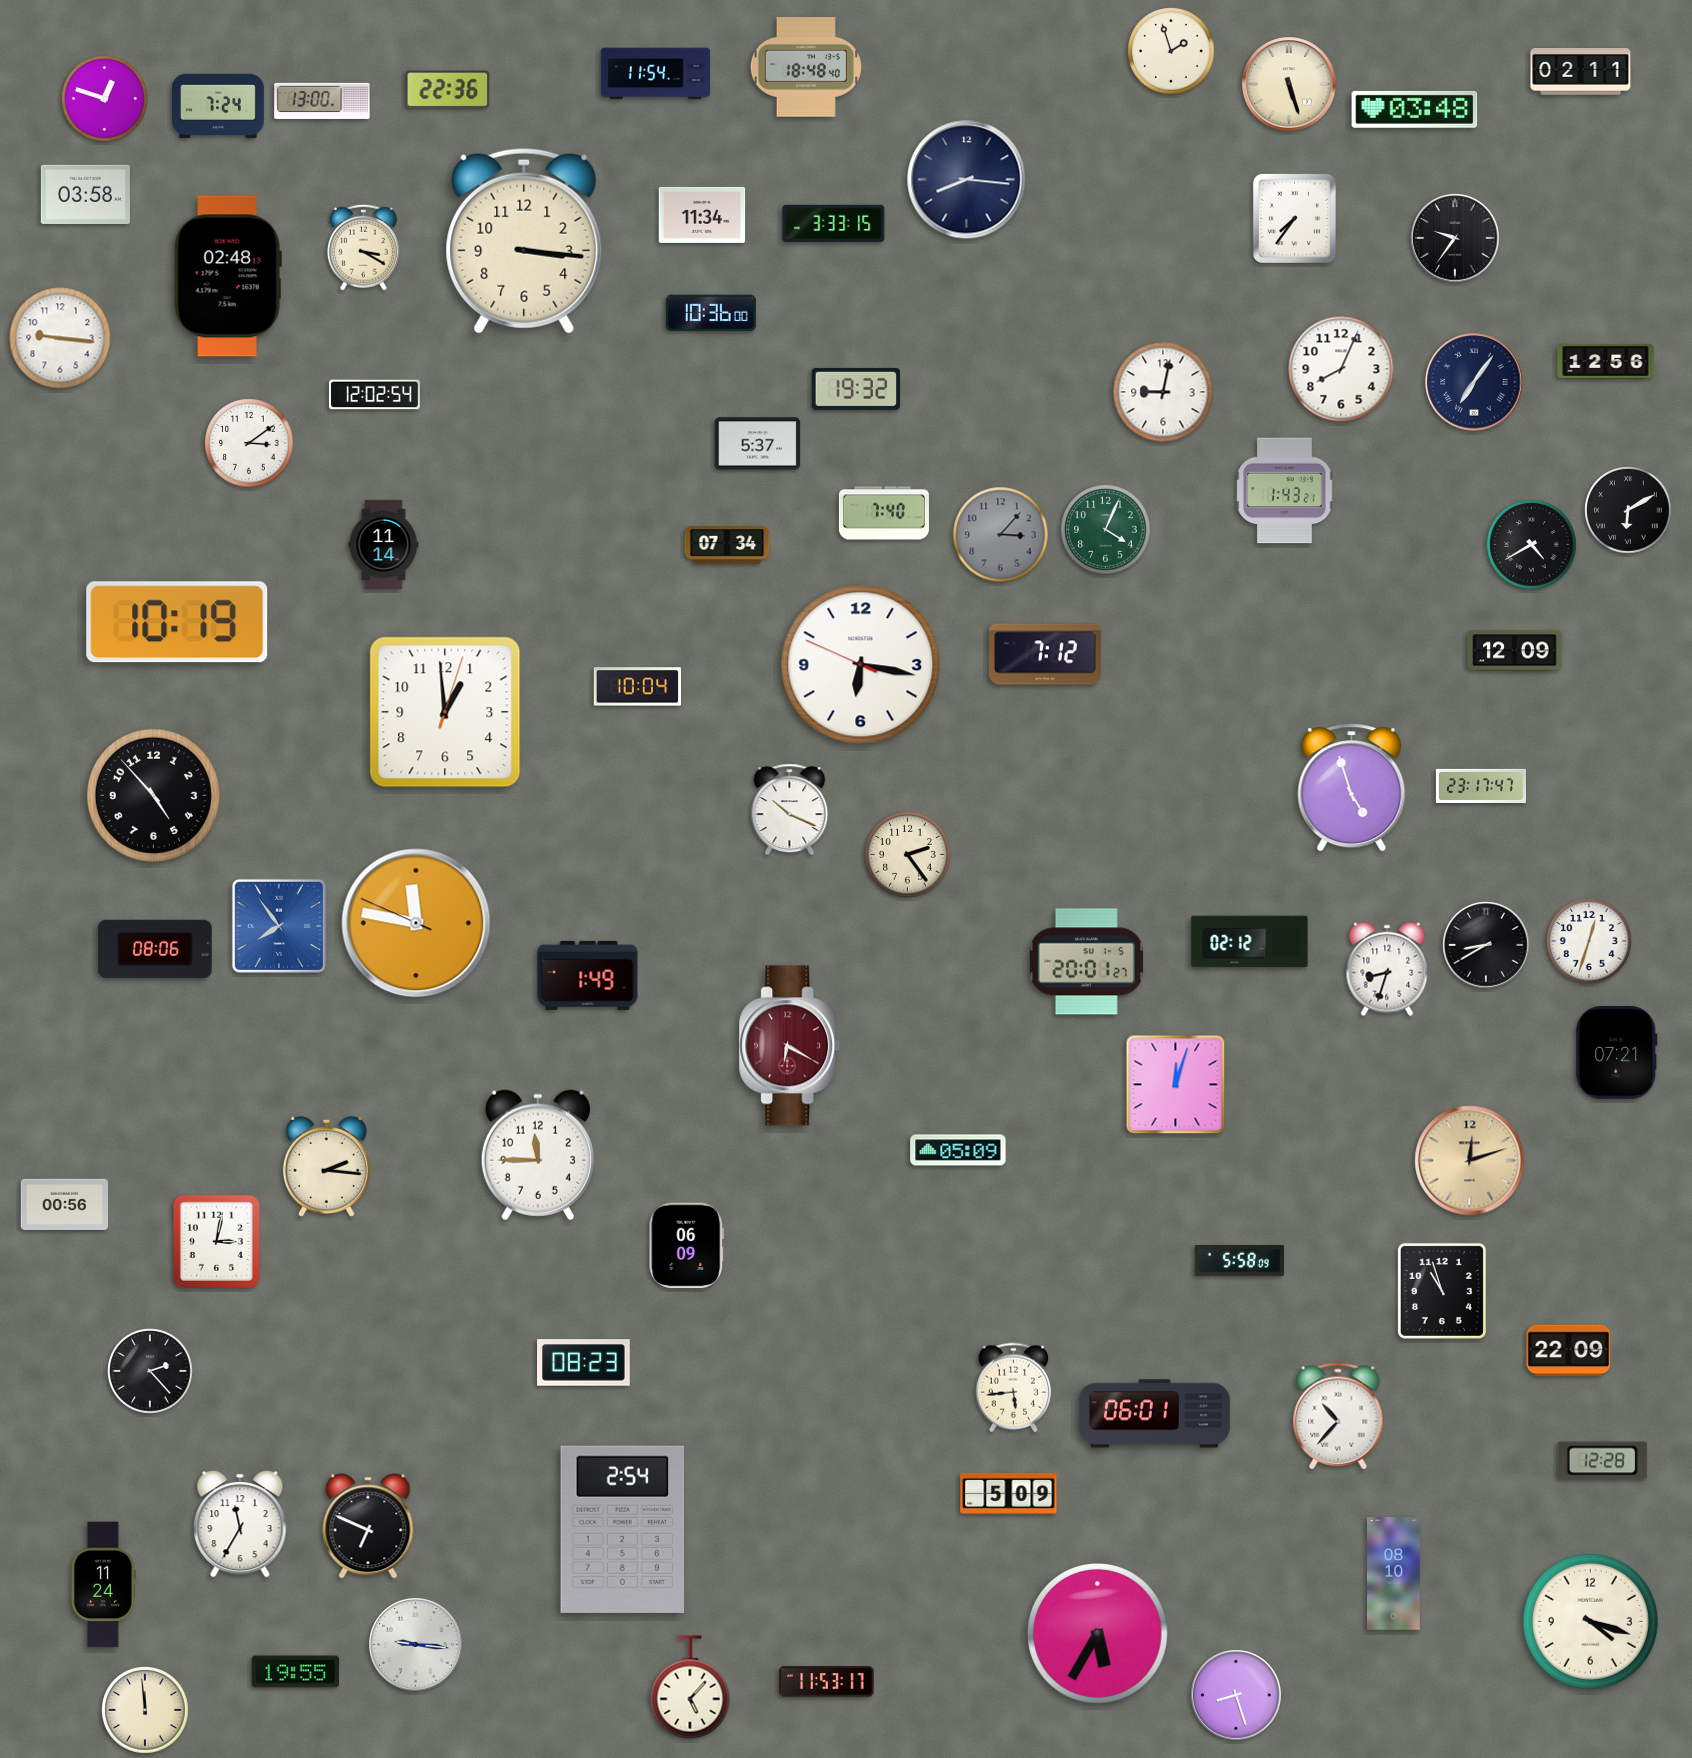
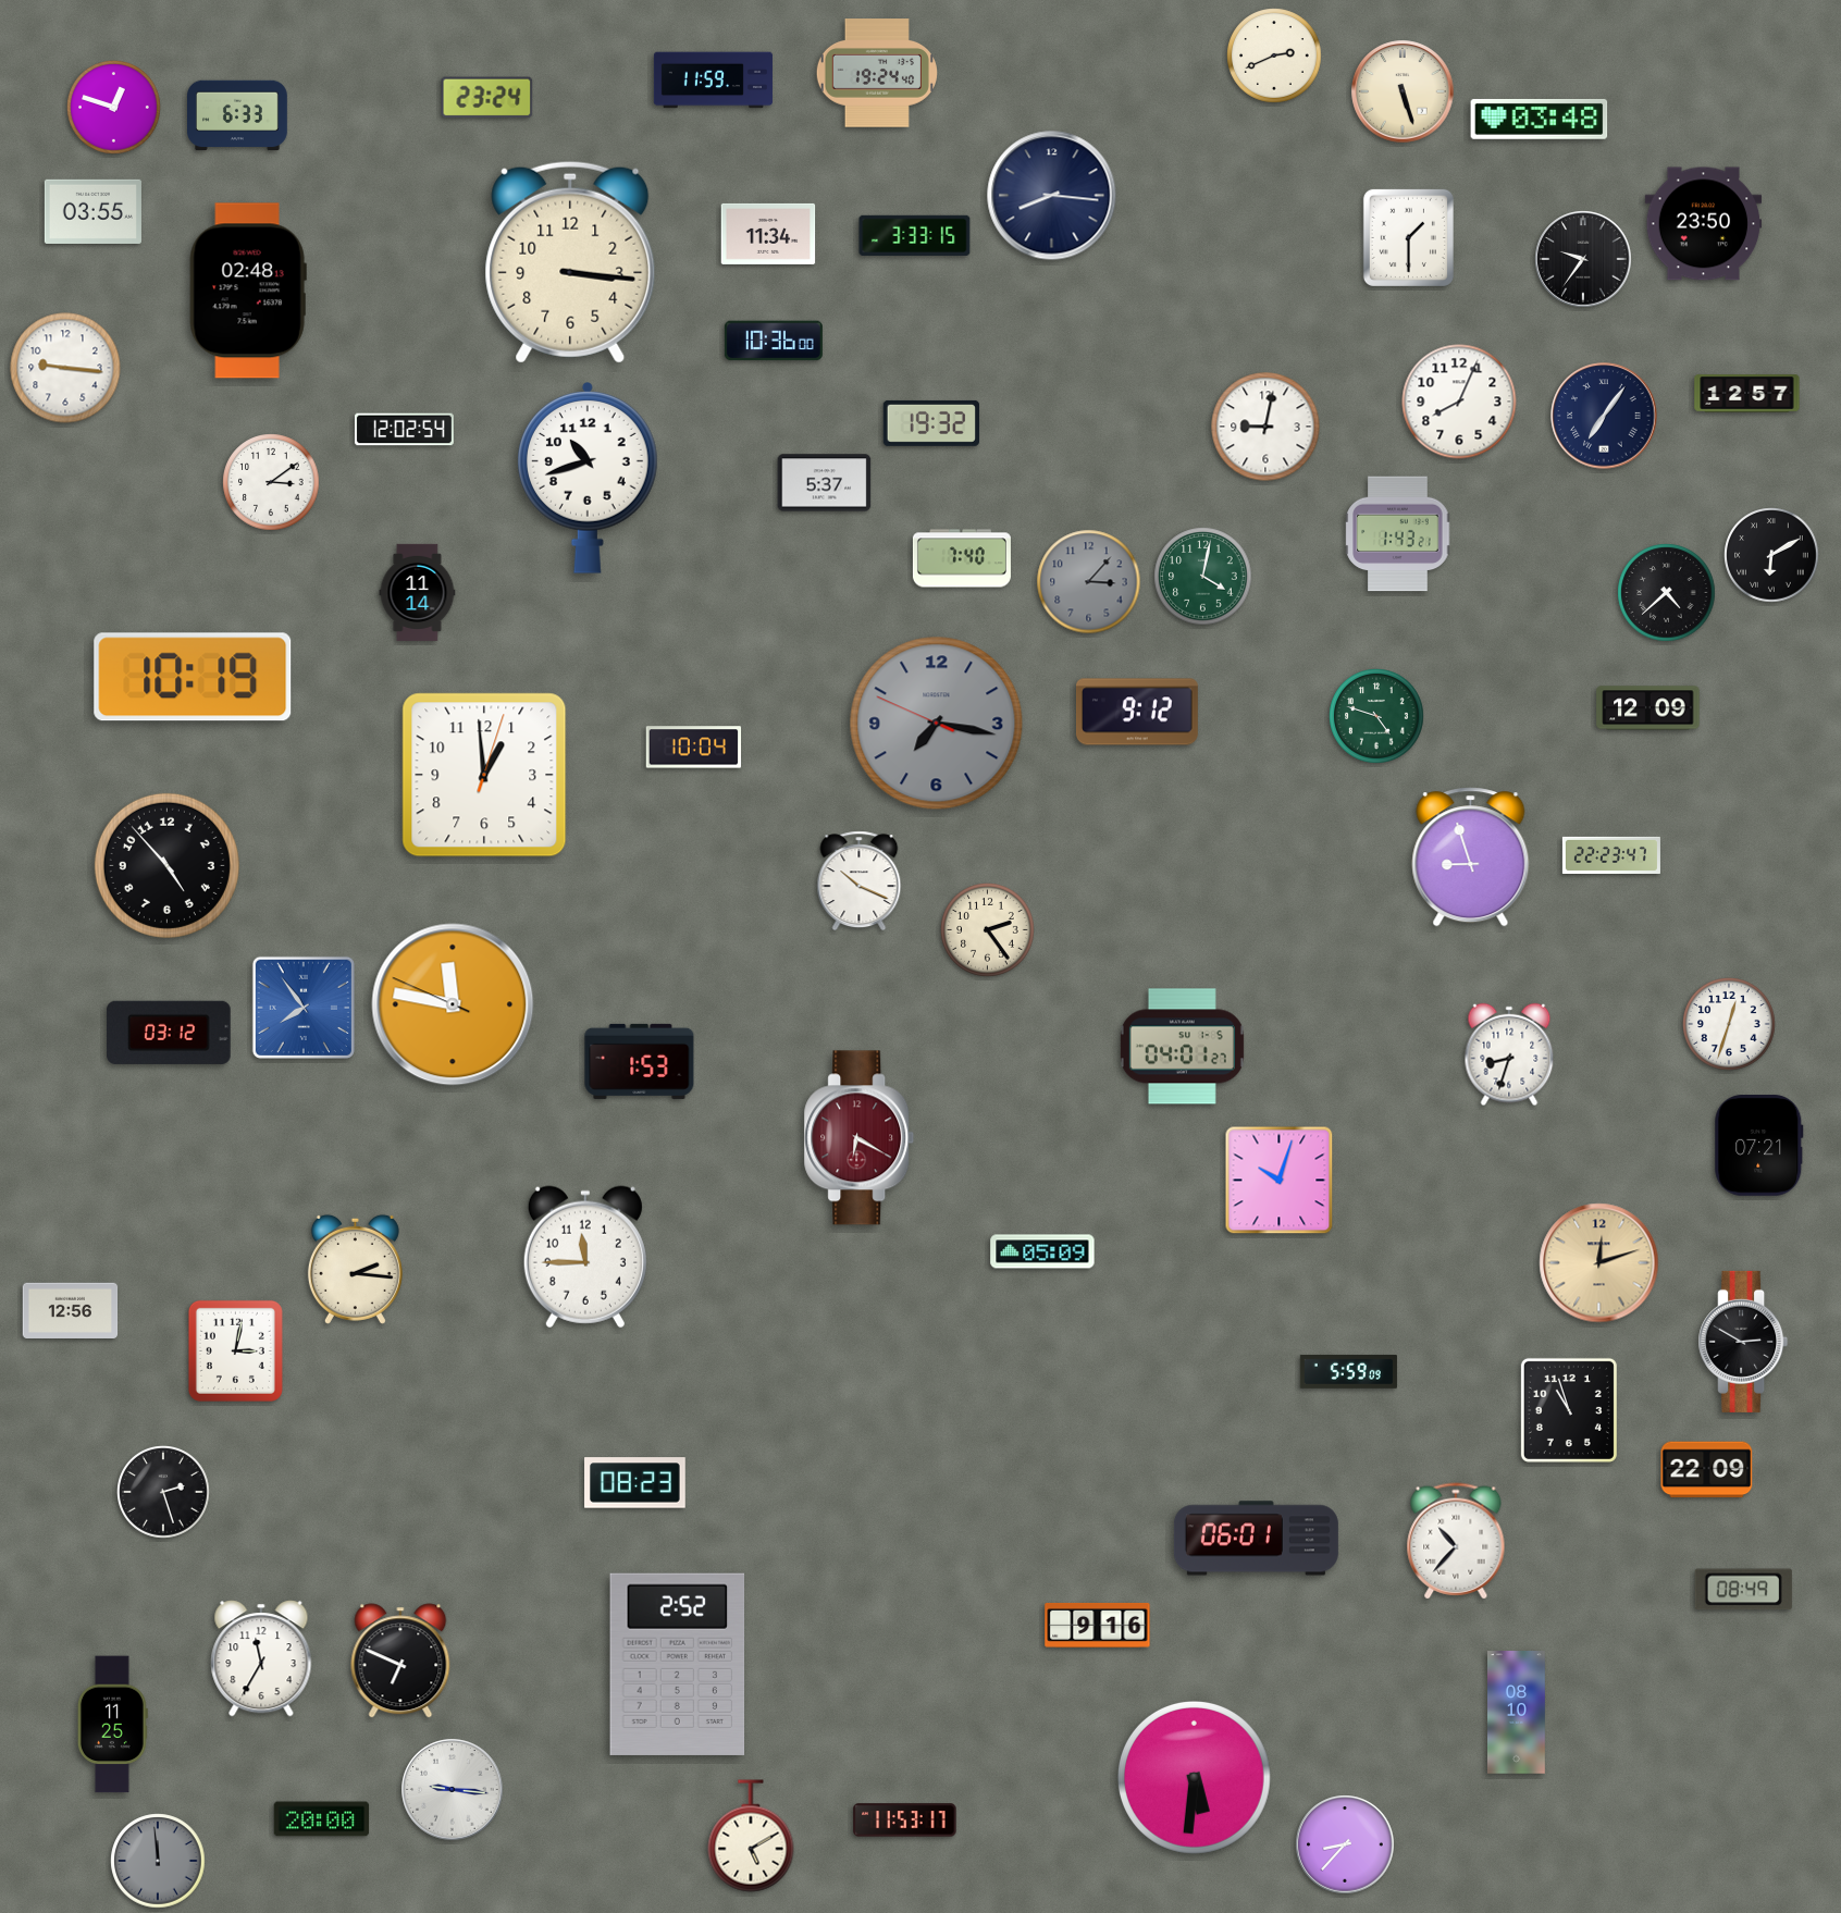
clock at (1171, 51): 1:57 -> 2:41
clock at (806, 67): 18:48 -> 19:24
clock at (1581, 72): 02:11 -> none
clock at (655, 74): 11:54 -> 11:59
clock at (448, 90): 22:36 -> 23:24
clock at (322, 101): 13:00 -> none
clock at (219, 106): 7:24 -> 6:33
clock at (85, 194): 03:58 -> 03:55
clock at (1704, 224): none -> 23:50
clock at (702, 215) position: (702, 215) -> (768, 234)
clock at (1294, 218): 7:36 -> 1:30
clock at (834, 223) position: (834, 223) -> (915, 235)
clock at (363, 247): 3:20 -> none
clock at (228, 276) position: (228, 276) -> (248, 291)
clock at (1606, 362): 12:56 -> 12:57
clock at (374, 395) position: (374, 395) -> (404, 430)
clock at (589, 479): none -> 10:42
clock at (1106, 530): 4:04 -> 4:02
clock at (1532, 545): 4:40 -> 4:38
clock at (727, 546): 07:34 -> none
clock at (1045, 654): 7:12 -> 9:12
clock at (1376, 716): none -> 4:48
clock at (861, 665): 6:16 -> 7:16
clock at (861, 665) dial: white -> grey
clock at (1481, 786): 23:17 -> 22:23
clock at (1352, 788): 4:57 -> 8:57
clock at (1250, 942): 02:12 -> none
clock at (1486, 945): 8:40 -> none
clock at (155, 949): 08:06 -> 03:12
clock at (1086, 962): 20:01 -> 04:01
clock at (588, 975): 1:49 -> 1:53
clock at (1176, 1085): 12:03 -> 10:03
clock at (65, 1204): 00:56 -> 12:56
clock at (1743, 1342): none -> 2:50
clock at (687, 1246): 06:09 -> none
clock at (1239, 1260): 5:58 -> 5:59
clock at (1442, 1291) position: (1442, 1291) -> (1569, 1410)
clock at (151, 1372): 2:23 -> 2:27
clock at (1014, 1388): 5:44 -> none
clock at (1602, 1461): 12:28 -> 08:49
clock at (1009, 1494): 5:09 -> 9:16
clock at (623, 1529): 2:54 -> 2:52
clock at (103, 1585): 11:24 -> 11:25
clock at (1590, 1621): 4:18 -> none
clock at (1097, 1633): 5:35 -> 5:31
clock at (296, 1672): 19:55 -> 20:00
clock at (827, 1682) position: (827, 1682) -> (905, 1821)
clock at (690, 1687): 5:07 -> 5:10
clock at (1236, 1695): 8:27 -> 8:37
clock at (145, 1710) dial: cream -> grey
